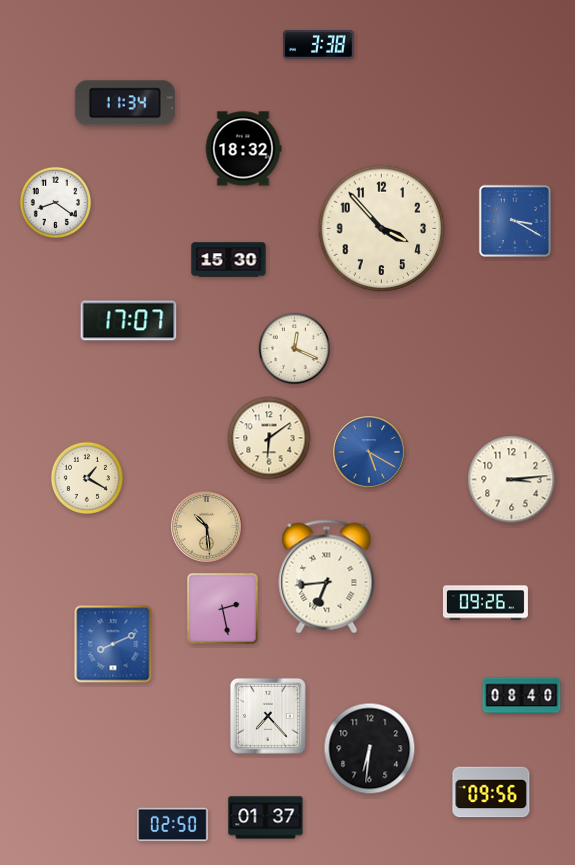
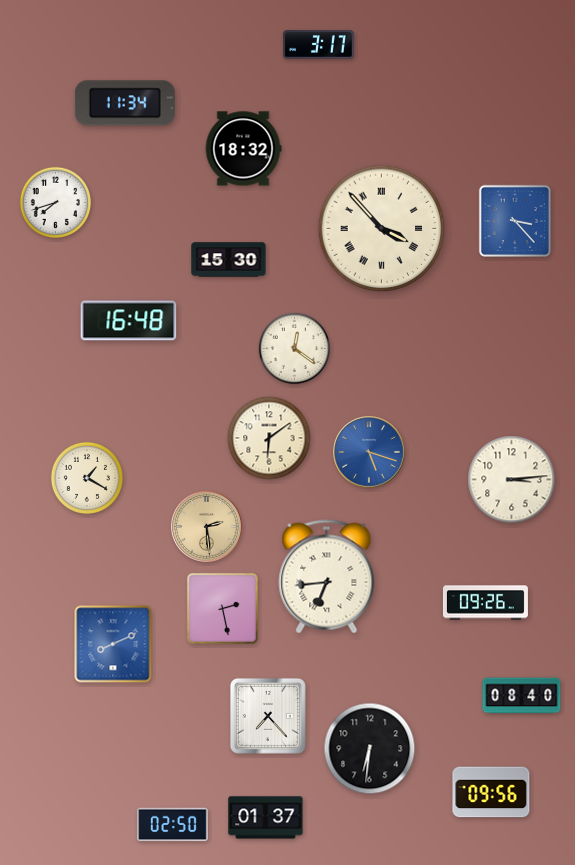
clock at (319, 45): 3:38 -> 3:17
clock at (56, 203): 8:21 -> 7:42
clock at (515, 221): 3:20 -> 3:23
clock at (382, 229) numerals: Arabic -> Roman
clock at (129, 321): 17:07 -> 16:48
clock at (295, 349): 12:19 -> 12:21
clock at (369, 452): 5:20 -> 5:18
clock at (207, 527): 10:29 -> 2:29
